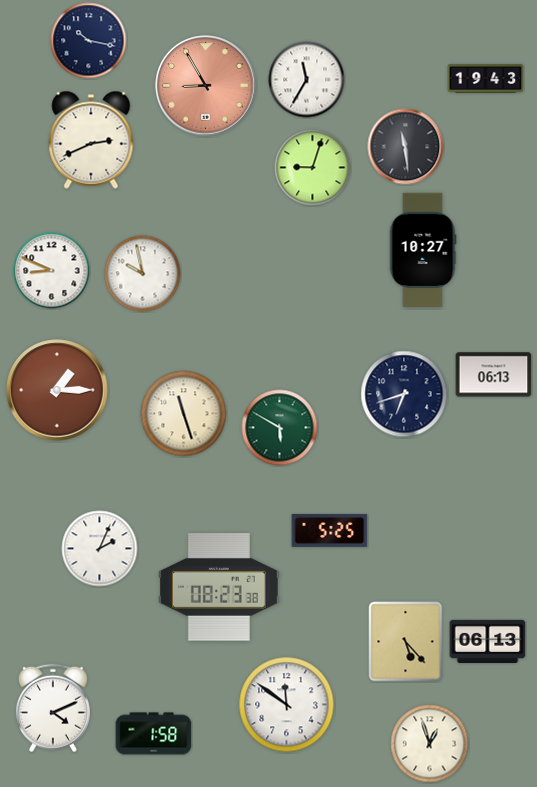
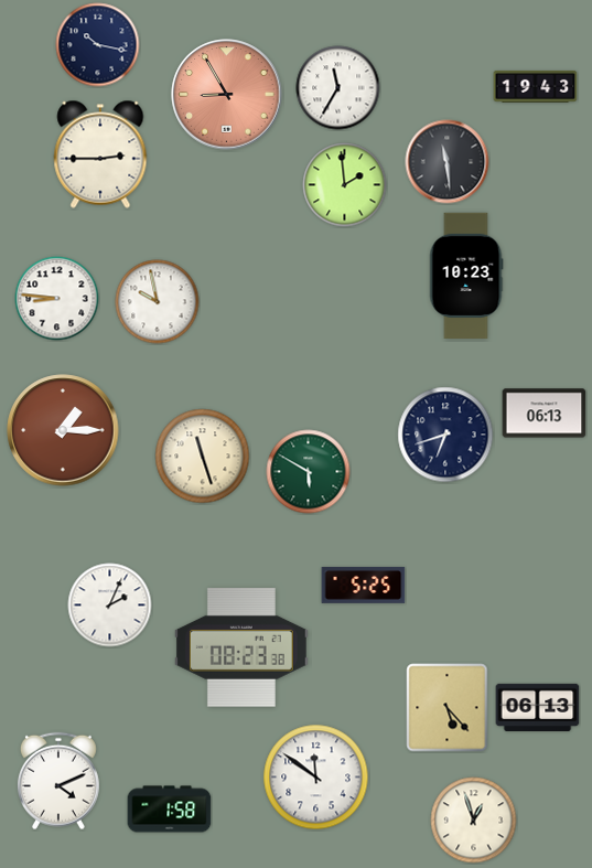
clock at (91, 140): 2:41 -> 2:45
clock at (313, 168): 9:03 -> 1:59
clock at (423, 250): 10:27 -> 10:23
clock at (52, 271): 8:49 -> 8:46
